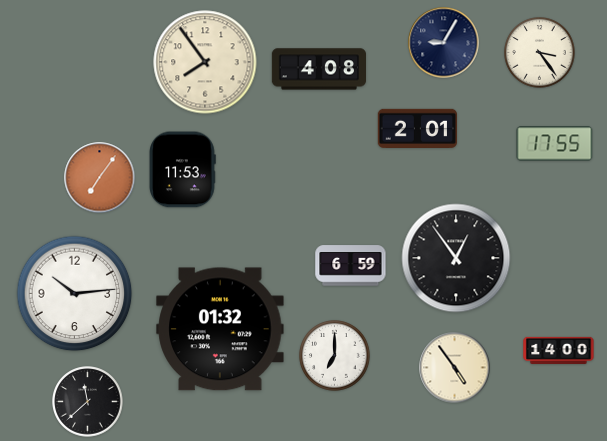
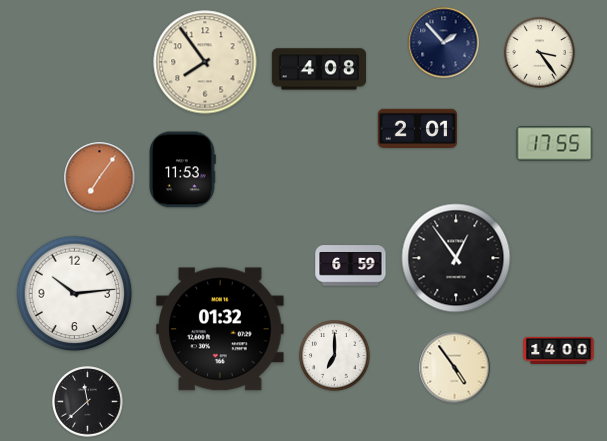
clock at (444, 43): 9:05 -> 1:53
